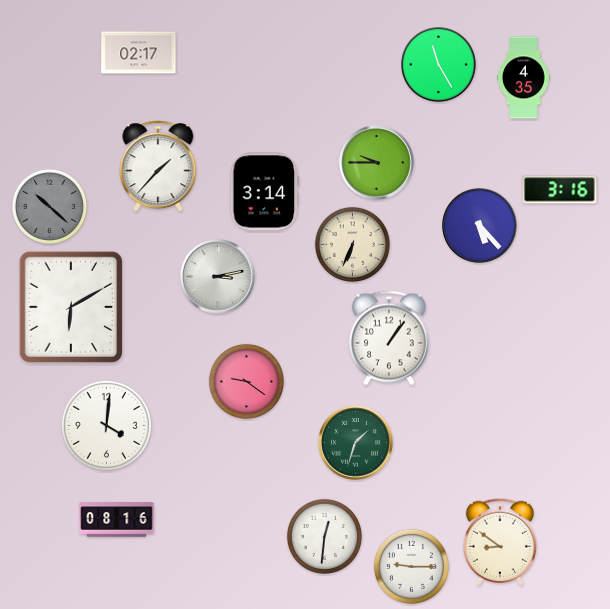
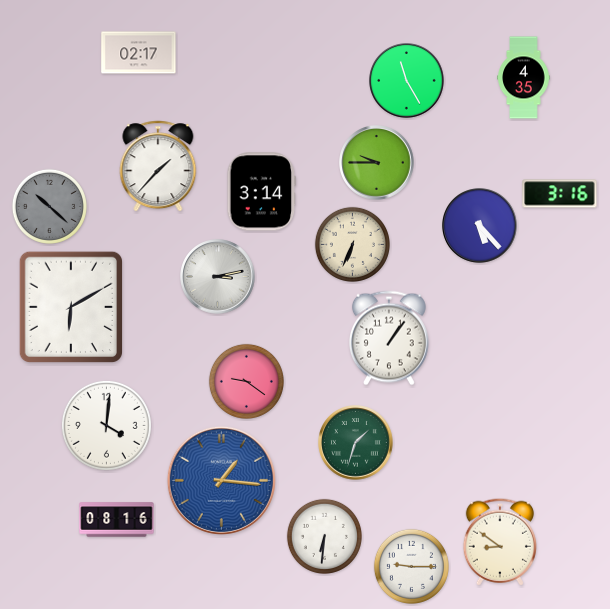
clock at (439, 65) position: (439, 65) -> (407, 81)
clock at (560, 190) position: (560, 190) -> (560, 194)
clock at (265, 192) position: (265, 192) -> (262, 192)
clock at (221, 480): none -> 1:16
clock at (324, 536): 12:31 -> 6:31
